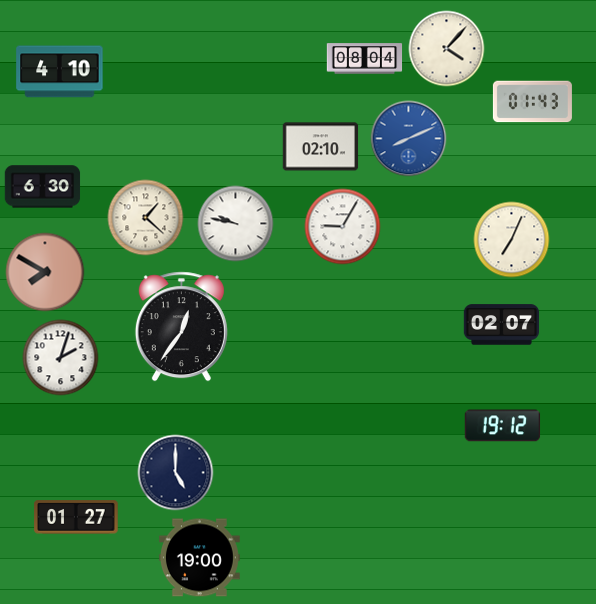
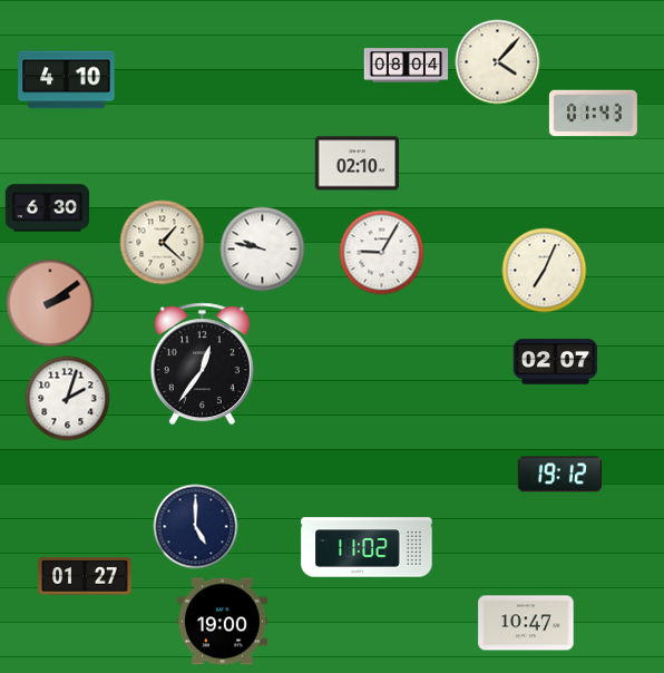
clock at (447, 49) position: (447, 49) -> (498, 62)
clock at (409, 139): 8:11 -> none
clock at (512, 240) position: (512, 240) -> (545, 271)
clock at (45, 272): 7:50 -> 2:09
clock at (502, 325) position: (502, 325) -> (556, 362)
clock at (367, 547): none -> 11:02
clock at (526, 623): none -> 10:47
